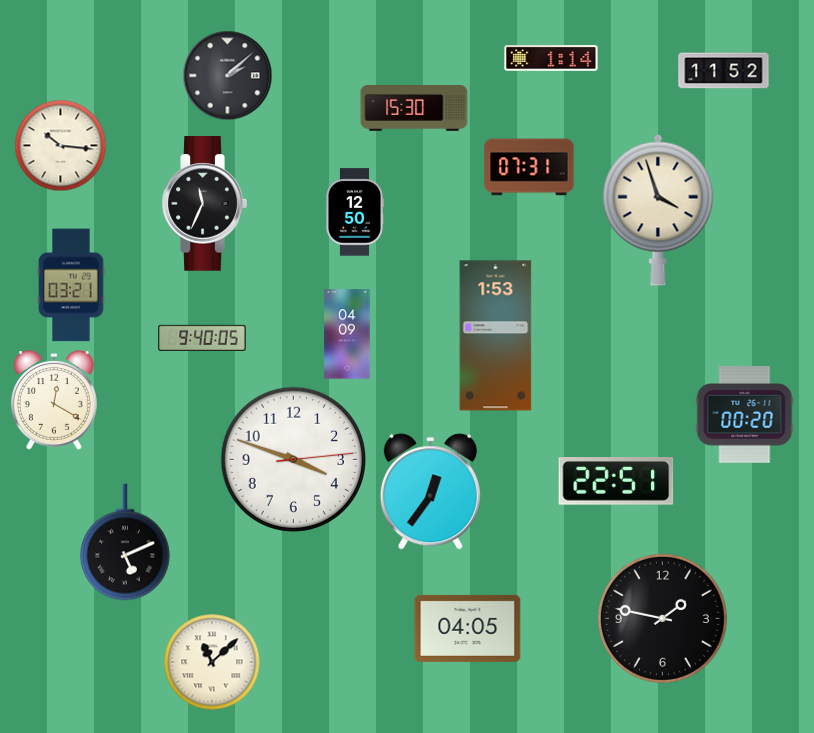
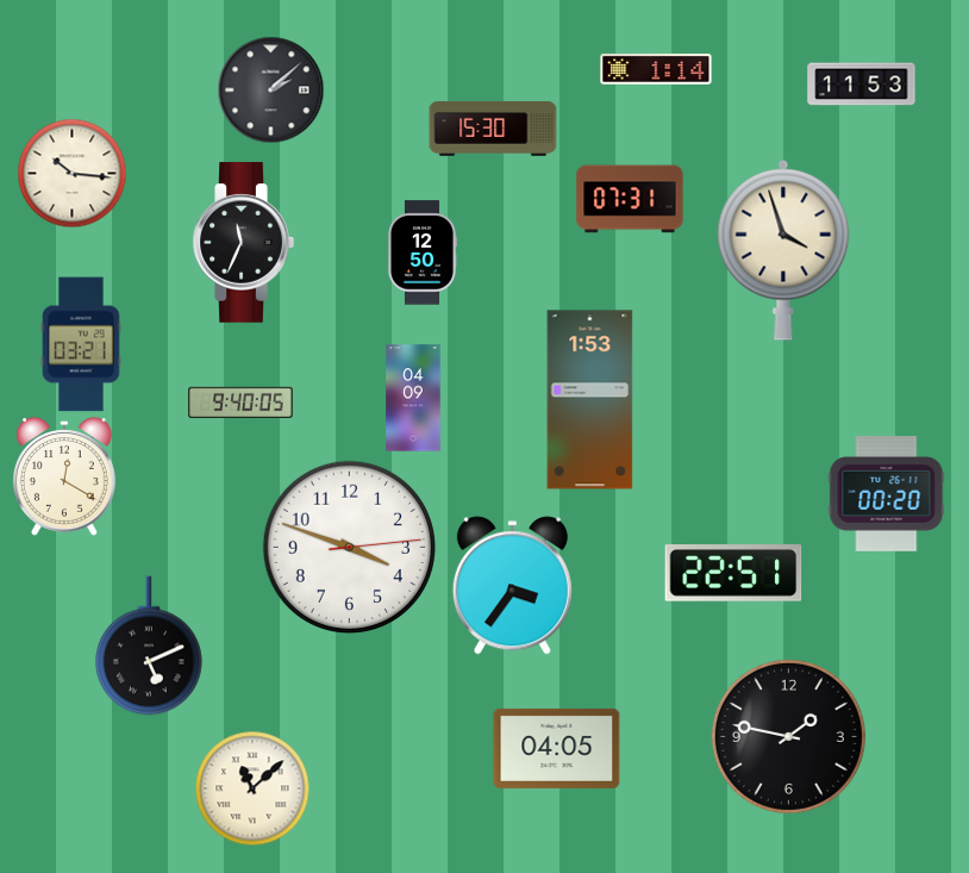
clock at (724, 71): 11:52 -> 11:53
clock at (71, 285) position: (71, 285) -> (81, 344)
clock at (430, 492): 12:36 -> 3:36
